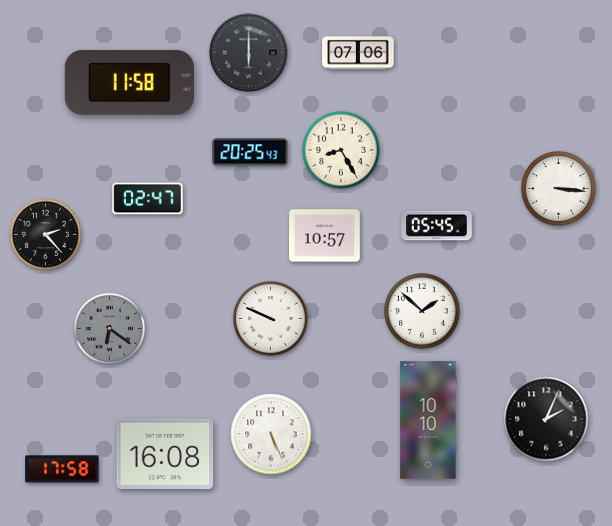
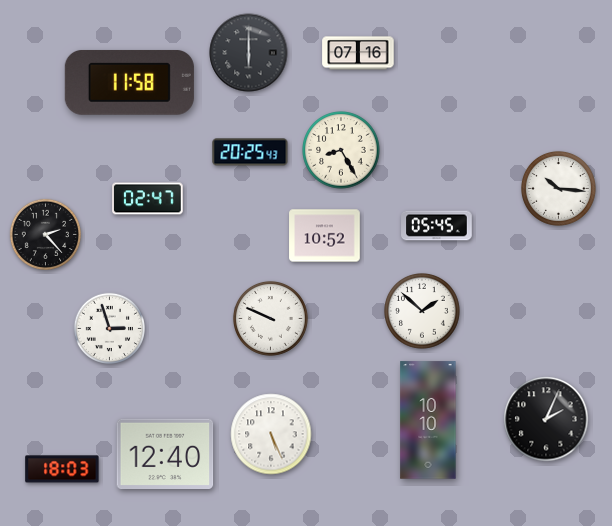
clock at (358, 53): 07:06 -> 07:16
clock at (558, 188): 3:16 -> 10:16
clock at (325, 236): 10:57 -> 10:52
clock at (109, 328): 6:21 -> 2:57
clock at (109, 328) dial: grey -> white
clock at (165, 453): 16:08 -> 12:40
clock at (62, 469): 17:58 -> 18:03
